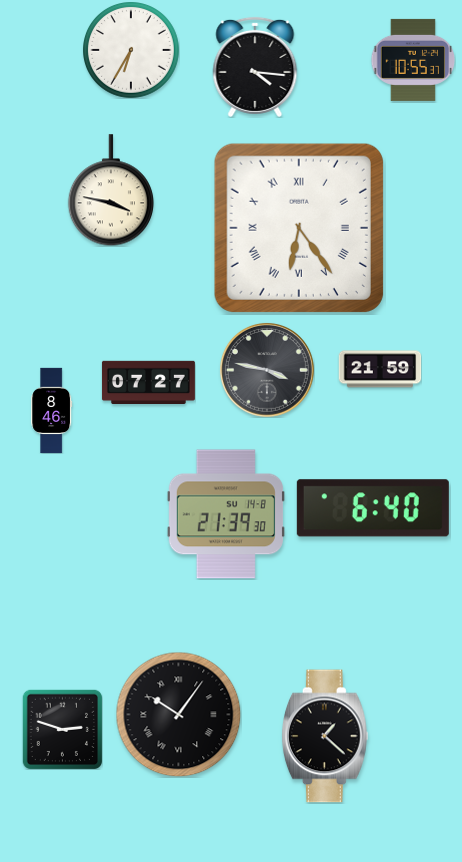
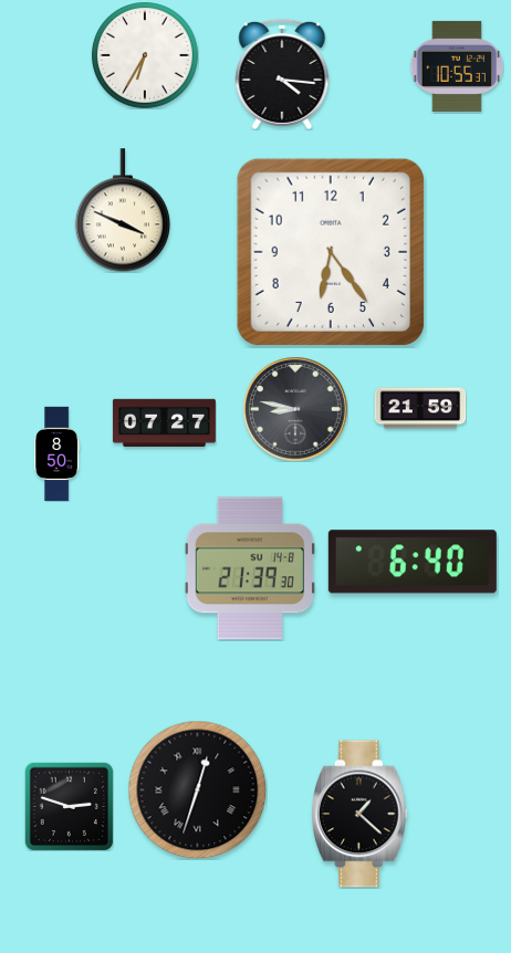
clock at (111, 190): 3:47 -> 3:49
clock at (299, 228) numerals: Roman -> Arabic
clock at (267, 370): 3:47 -> 8:47
clock at (52, 410): 8:46 -> 8:50
clock at (178, 714): 10:06 -> 12:33
